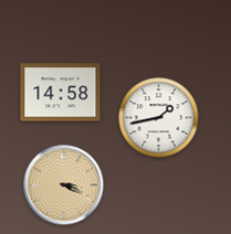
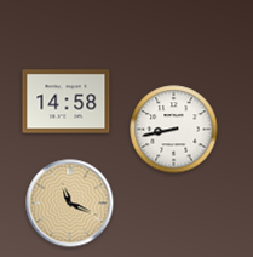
clock at (159, 118): 1:43 -> 8:43
clock at (64, 185): 3:19 -> 11:19
